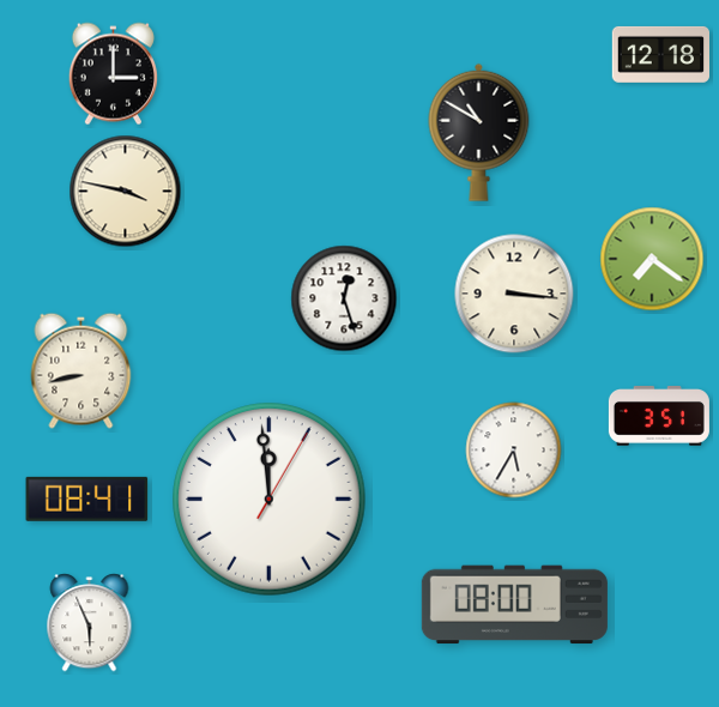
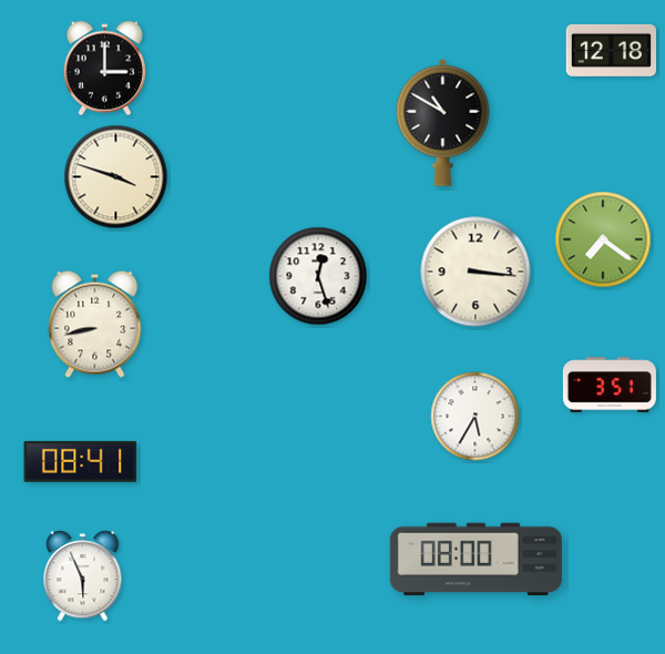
clock at (126, 192): 3:47 -> 3:48
clock at (81, 370) position: (81, 370) -> (95, 324)
clock at (270, 500): 11:59 -> none
